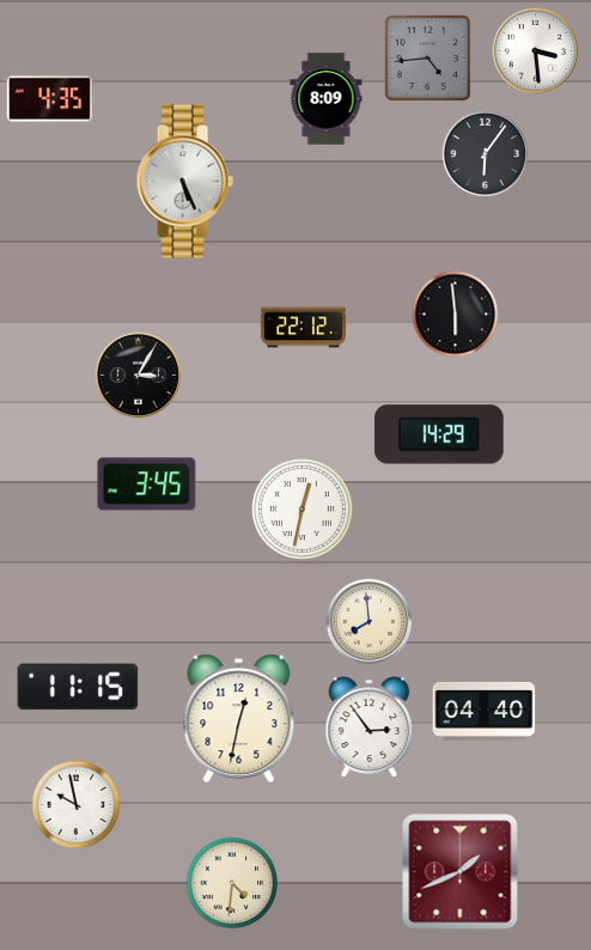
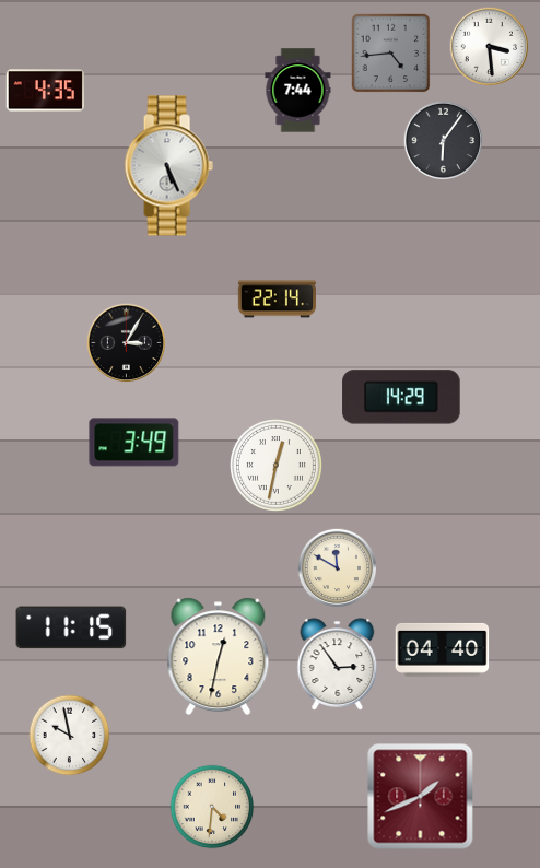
clock at (327, 99): 8:09 -> 7:44
clock at (456, 315): 5:59 -> none
clock at (303, 328): 22:12 -> 22:14
clock at (147, 485): 3:45 -> 3:49
clock at (370, 622): 7:59 -> 11:50
